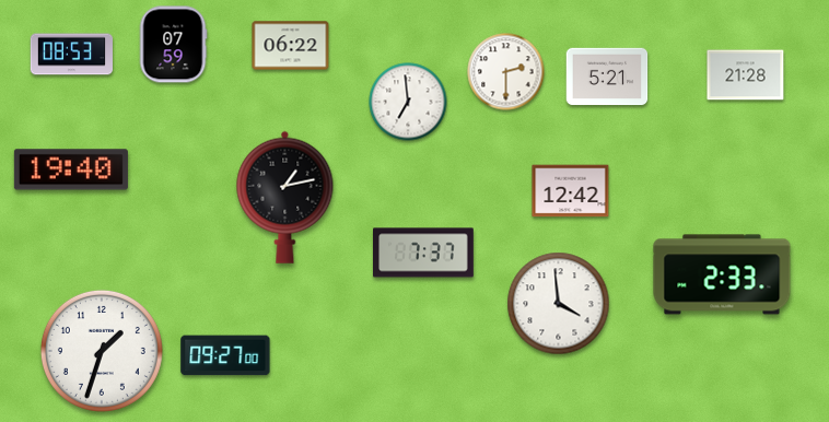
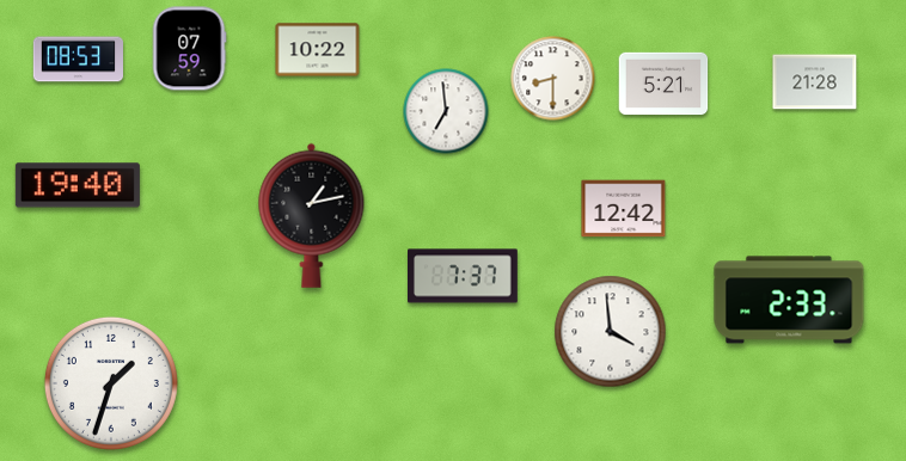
clock at (291, 46): 06:22 -> 10:22
clock at (506, 72): 2:30 -> 8:30
clock at (225, 355): 09:27 -> none
